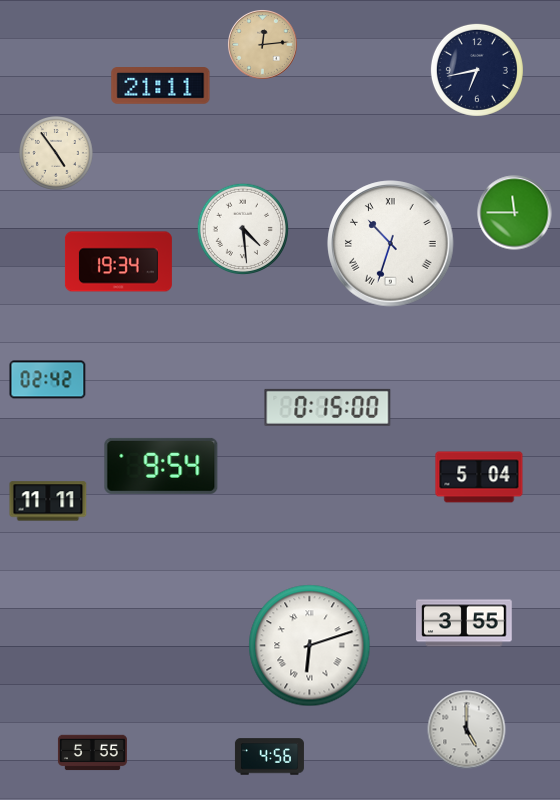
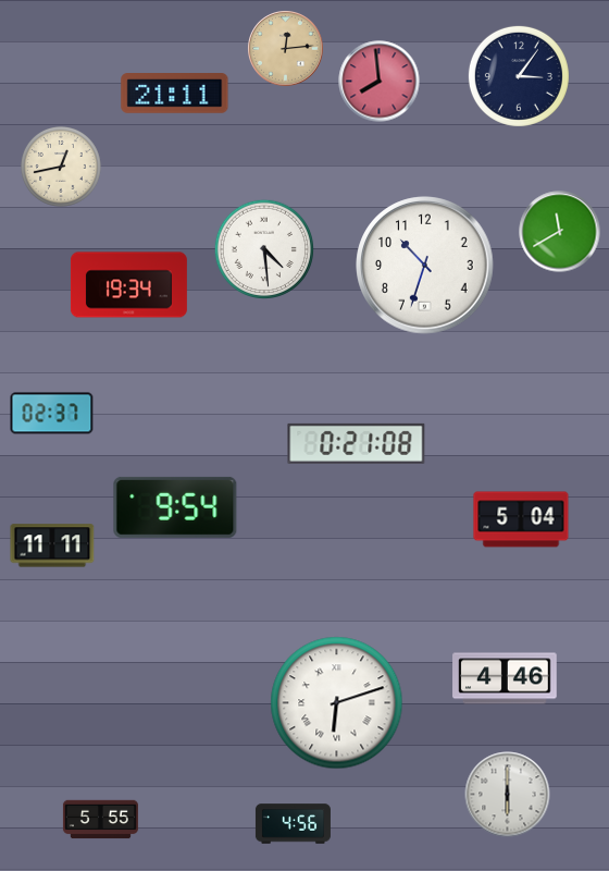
clock at (477, 70): 6:43 -> 3:06
clock at (380, 82): none -> 7:59
clock at (57, 154): 4:54 -> 12:43
clock at (515, 213): 11:45 -> 11:40
clock at (391, 244) numerals: Roman -> Arabic
clock at (48, 380): 02:42 -> 02:37
clock at (328, 407): 0:15 -> 0:21
clock at (464, 623): 3:55 -> 4:46
clock at (467, 730): 5:00 -> 6:00
